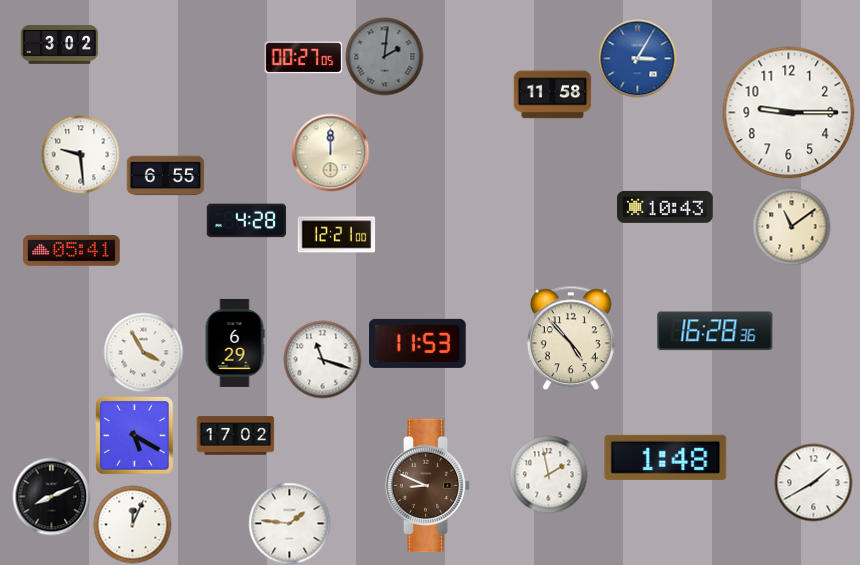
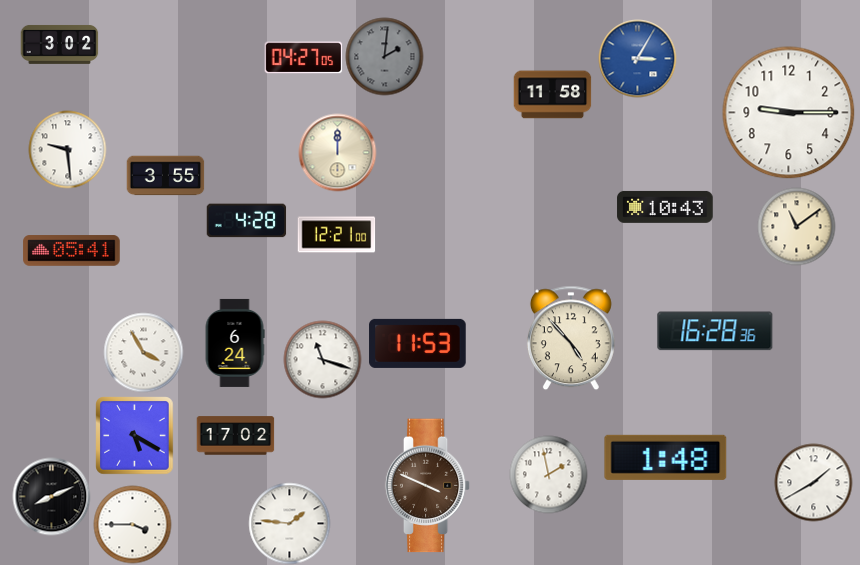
clock at (303, 58): 00:27 -> 04:27
clock at (330, 152) position: (330, 152) -> (337, 152)
clock at (80, 154) position: (80, 154) -> (67, 149)
clock at (165, 176): 6:55 -> 3:55
clock at (791, 226) position: (791, 226) -> (796, 226)
clock at (235, 343): 6:29 -> 6:24
clock at (428, 486): 8:49 -> 3:49
clock at (132, 524): 12:04 -> 3:45
